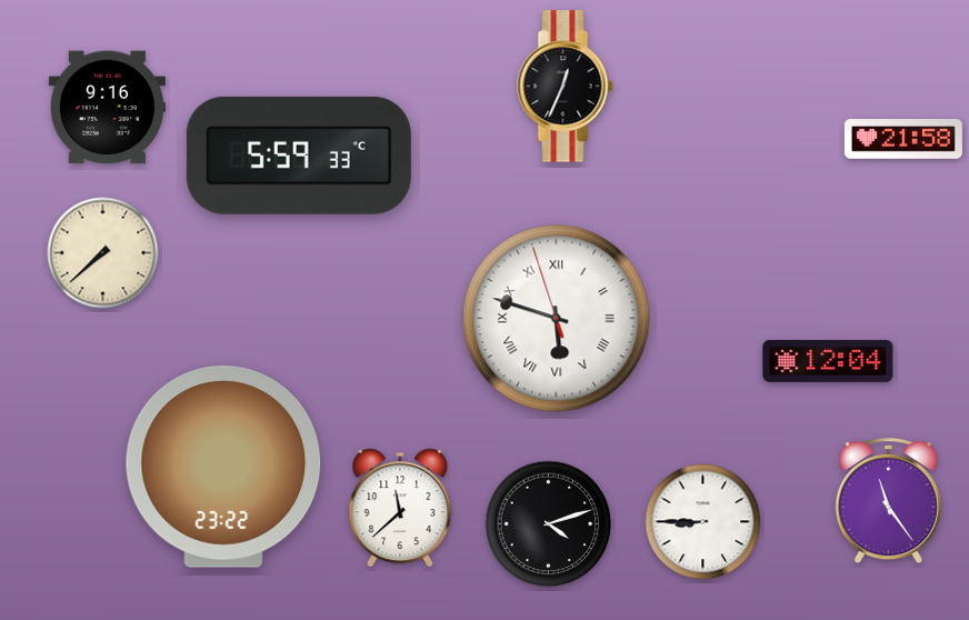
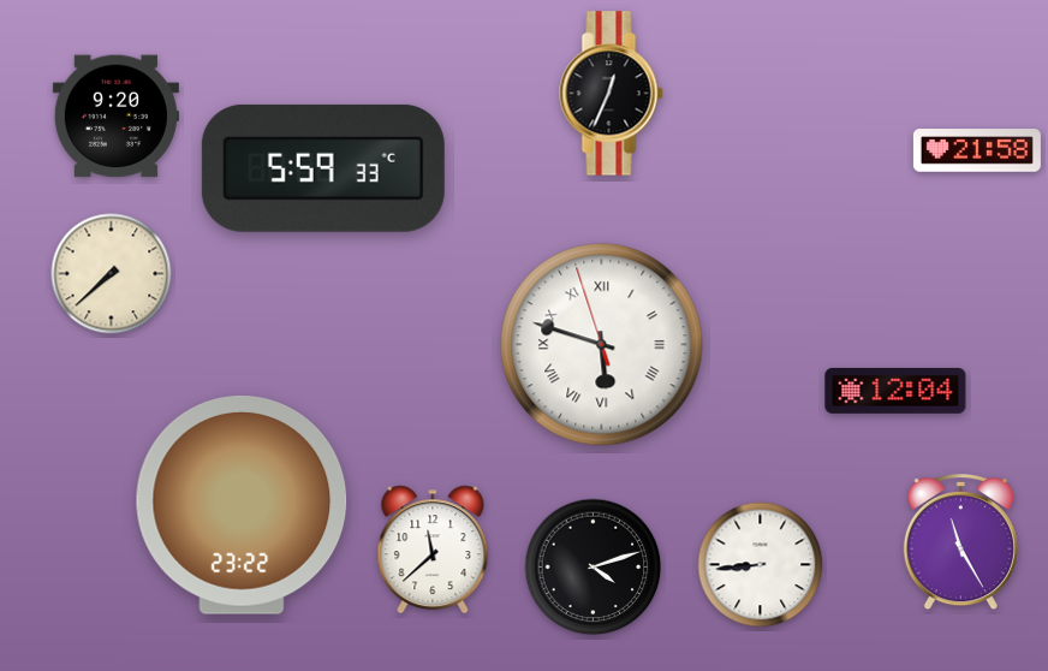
clock at (107, 108): 9:16 -> 9:20
clock at (888, 501): 11:24 -> 11:25
clock at (703, 522): 8:45 -> 8:44
